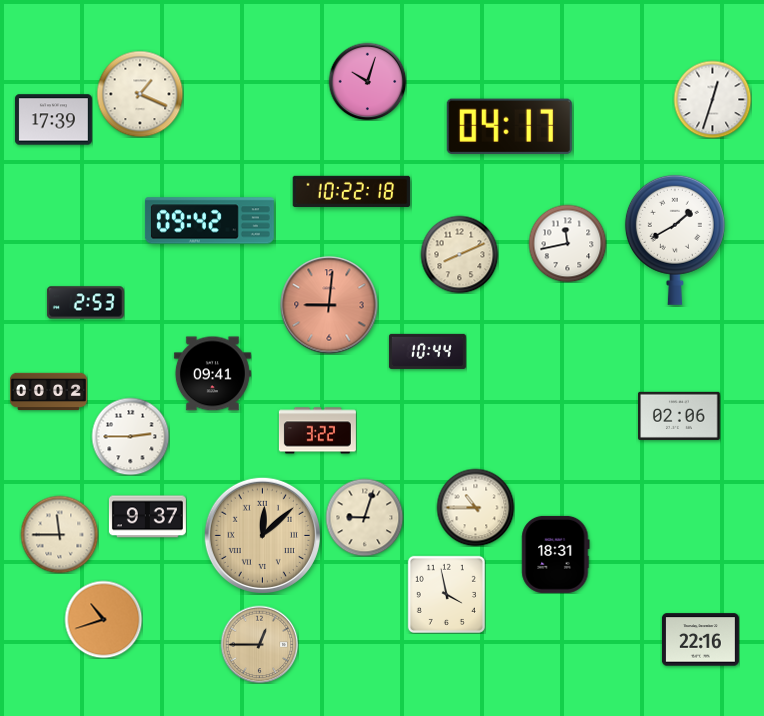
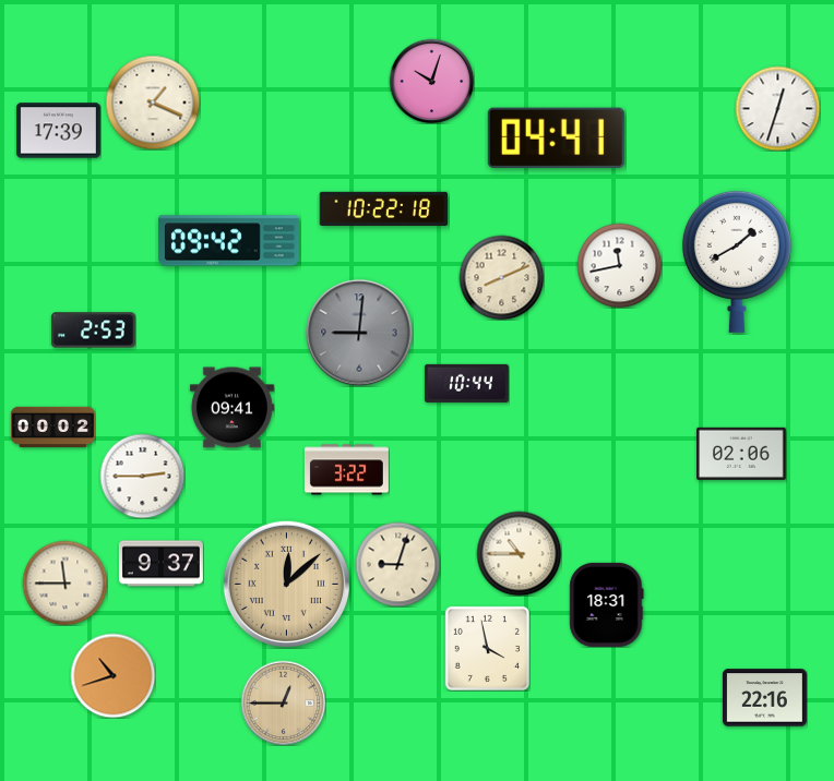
clock at (367, 81) position: (367, 81) -> (431, 81)
clock at (509, 126): 04:17 -> 04:41
clock at (329, 305) dial: salmon -> grey
